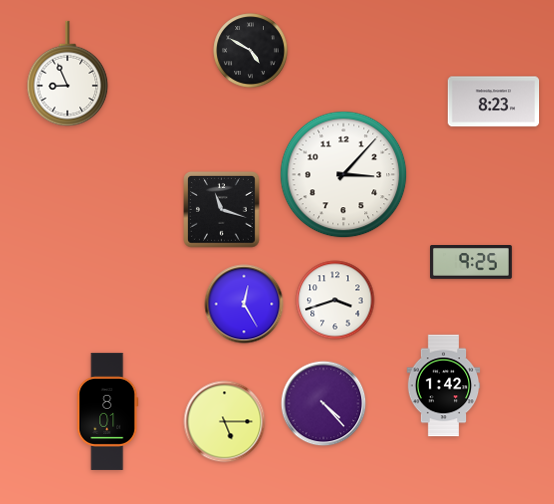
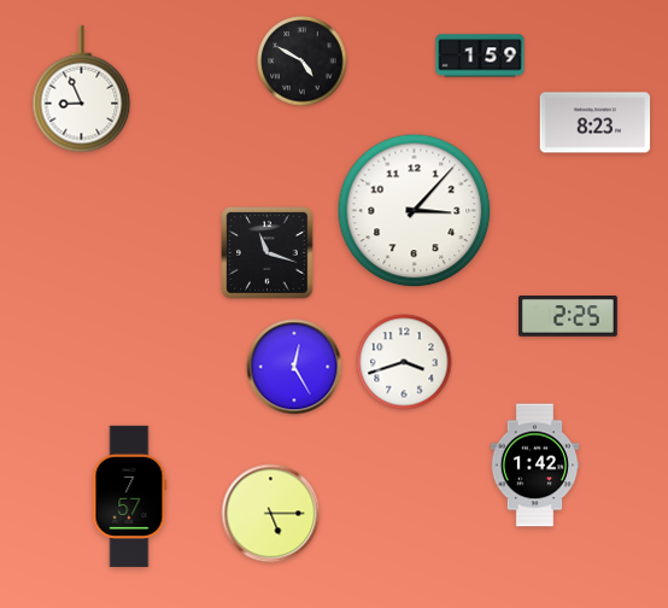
clock at (480, 55): none -> 1:59
clock at (472, 263): 9:25 -> 2:25
clock at (324, 404): 4:23 -> none
clock at (108, 411): 8:01 -> 7:57
clock at (225, 422) position: (225, 422) -> (271, 514)
